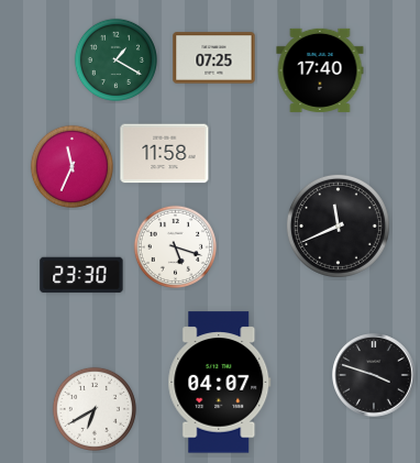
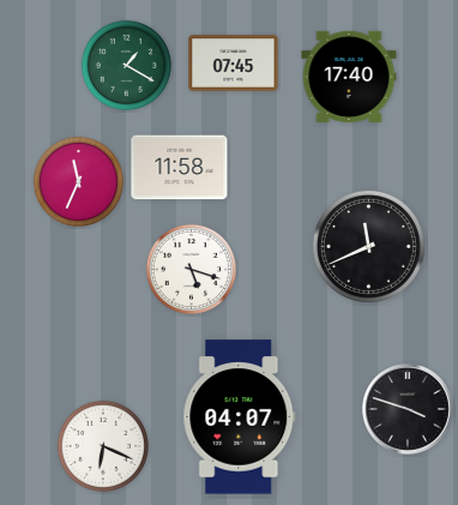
clock at (214, 58): 07:25 -> 07:45
clock at (81, 275): 23:30 -> none
clock at (95, 409): 6:40 -> 6:19
